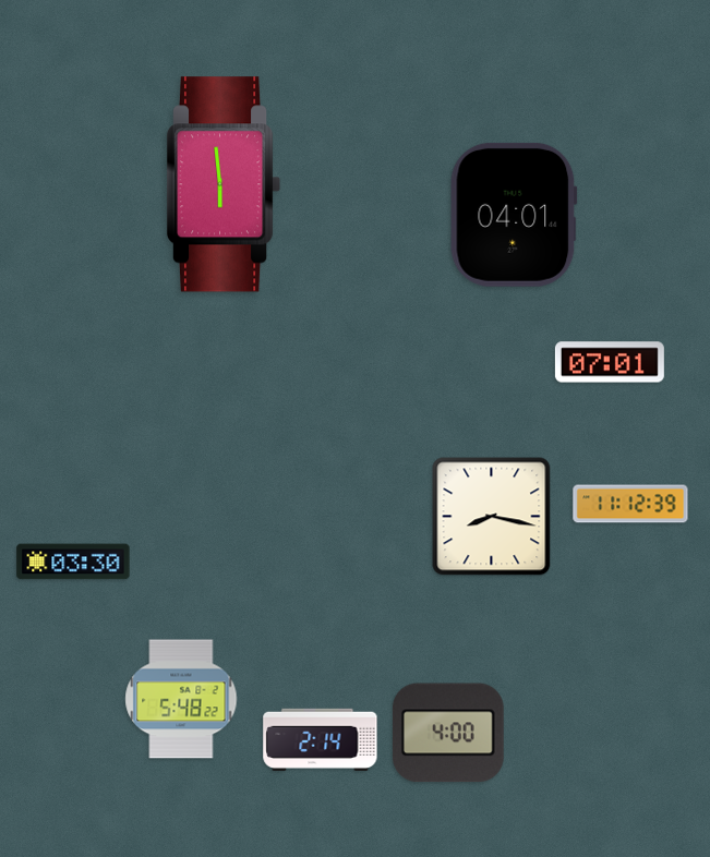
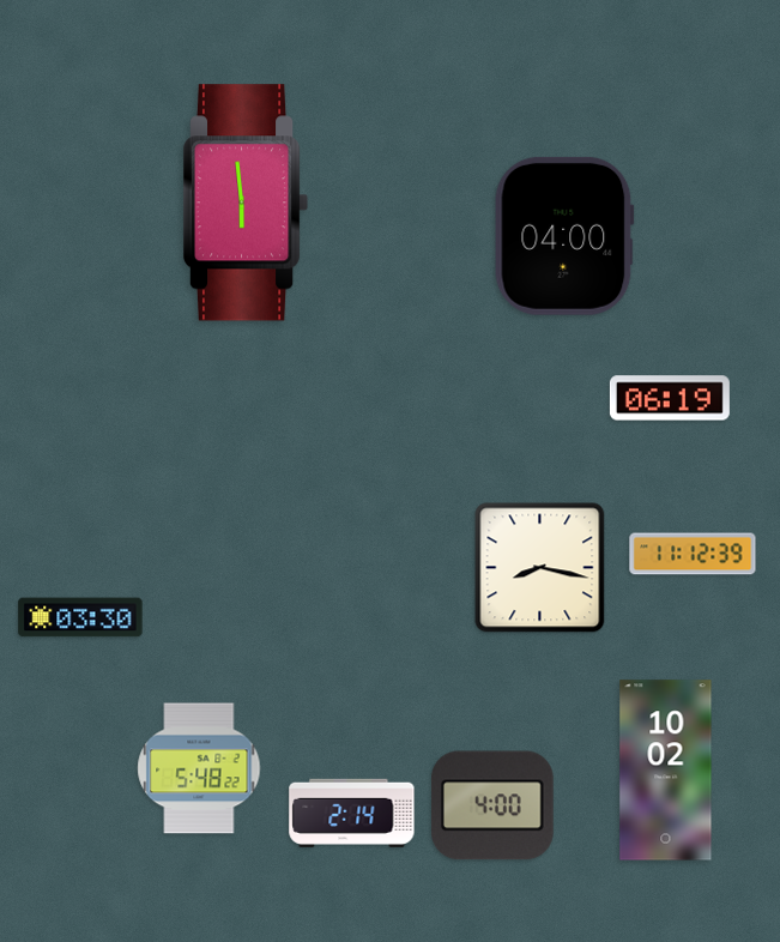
clock at (514, 215): 04:01 -> 04:00
clock at (610, 362): 07:01 -> 06:19
clock at (666, 771): none -> 10:02
